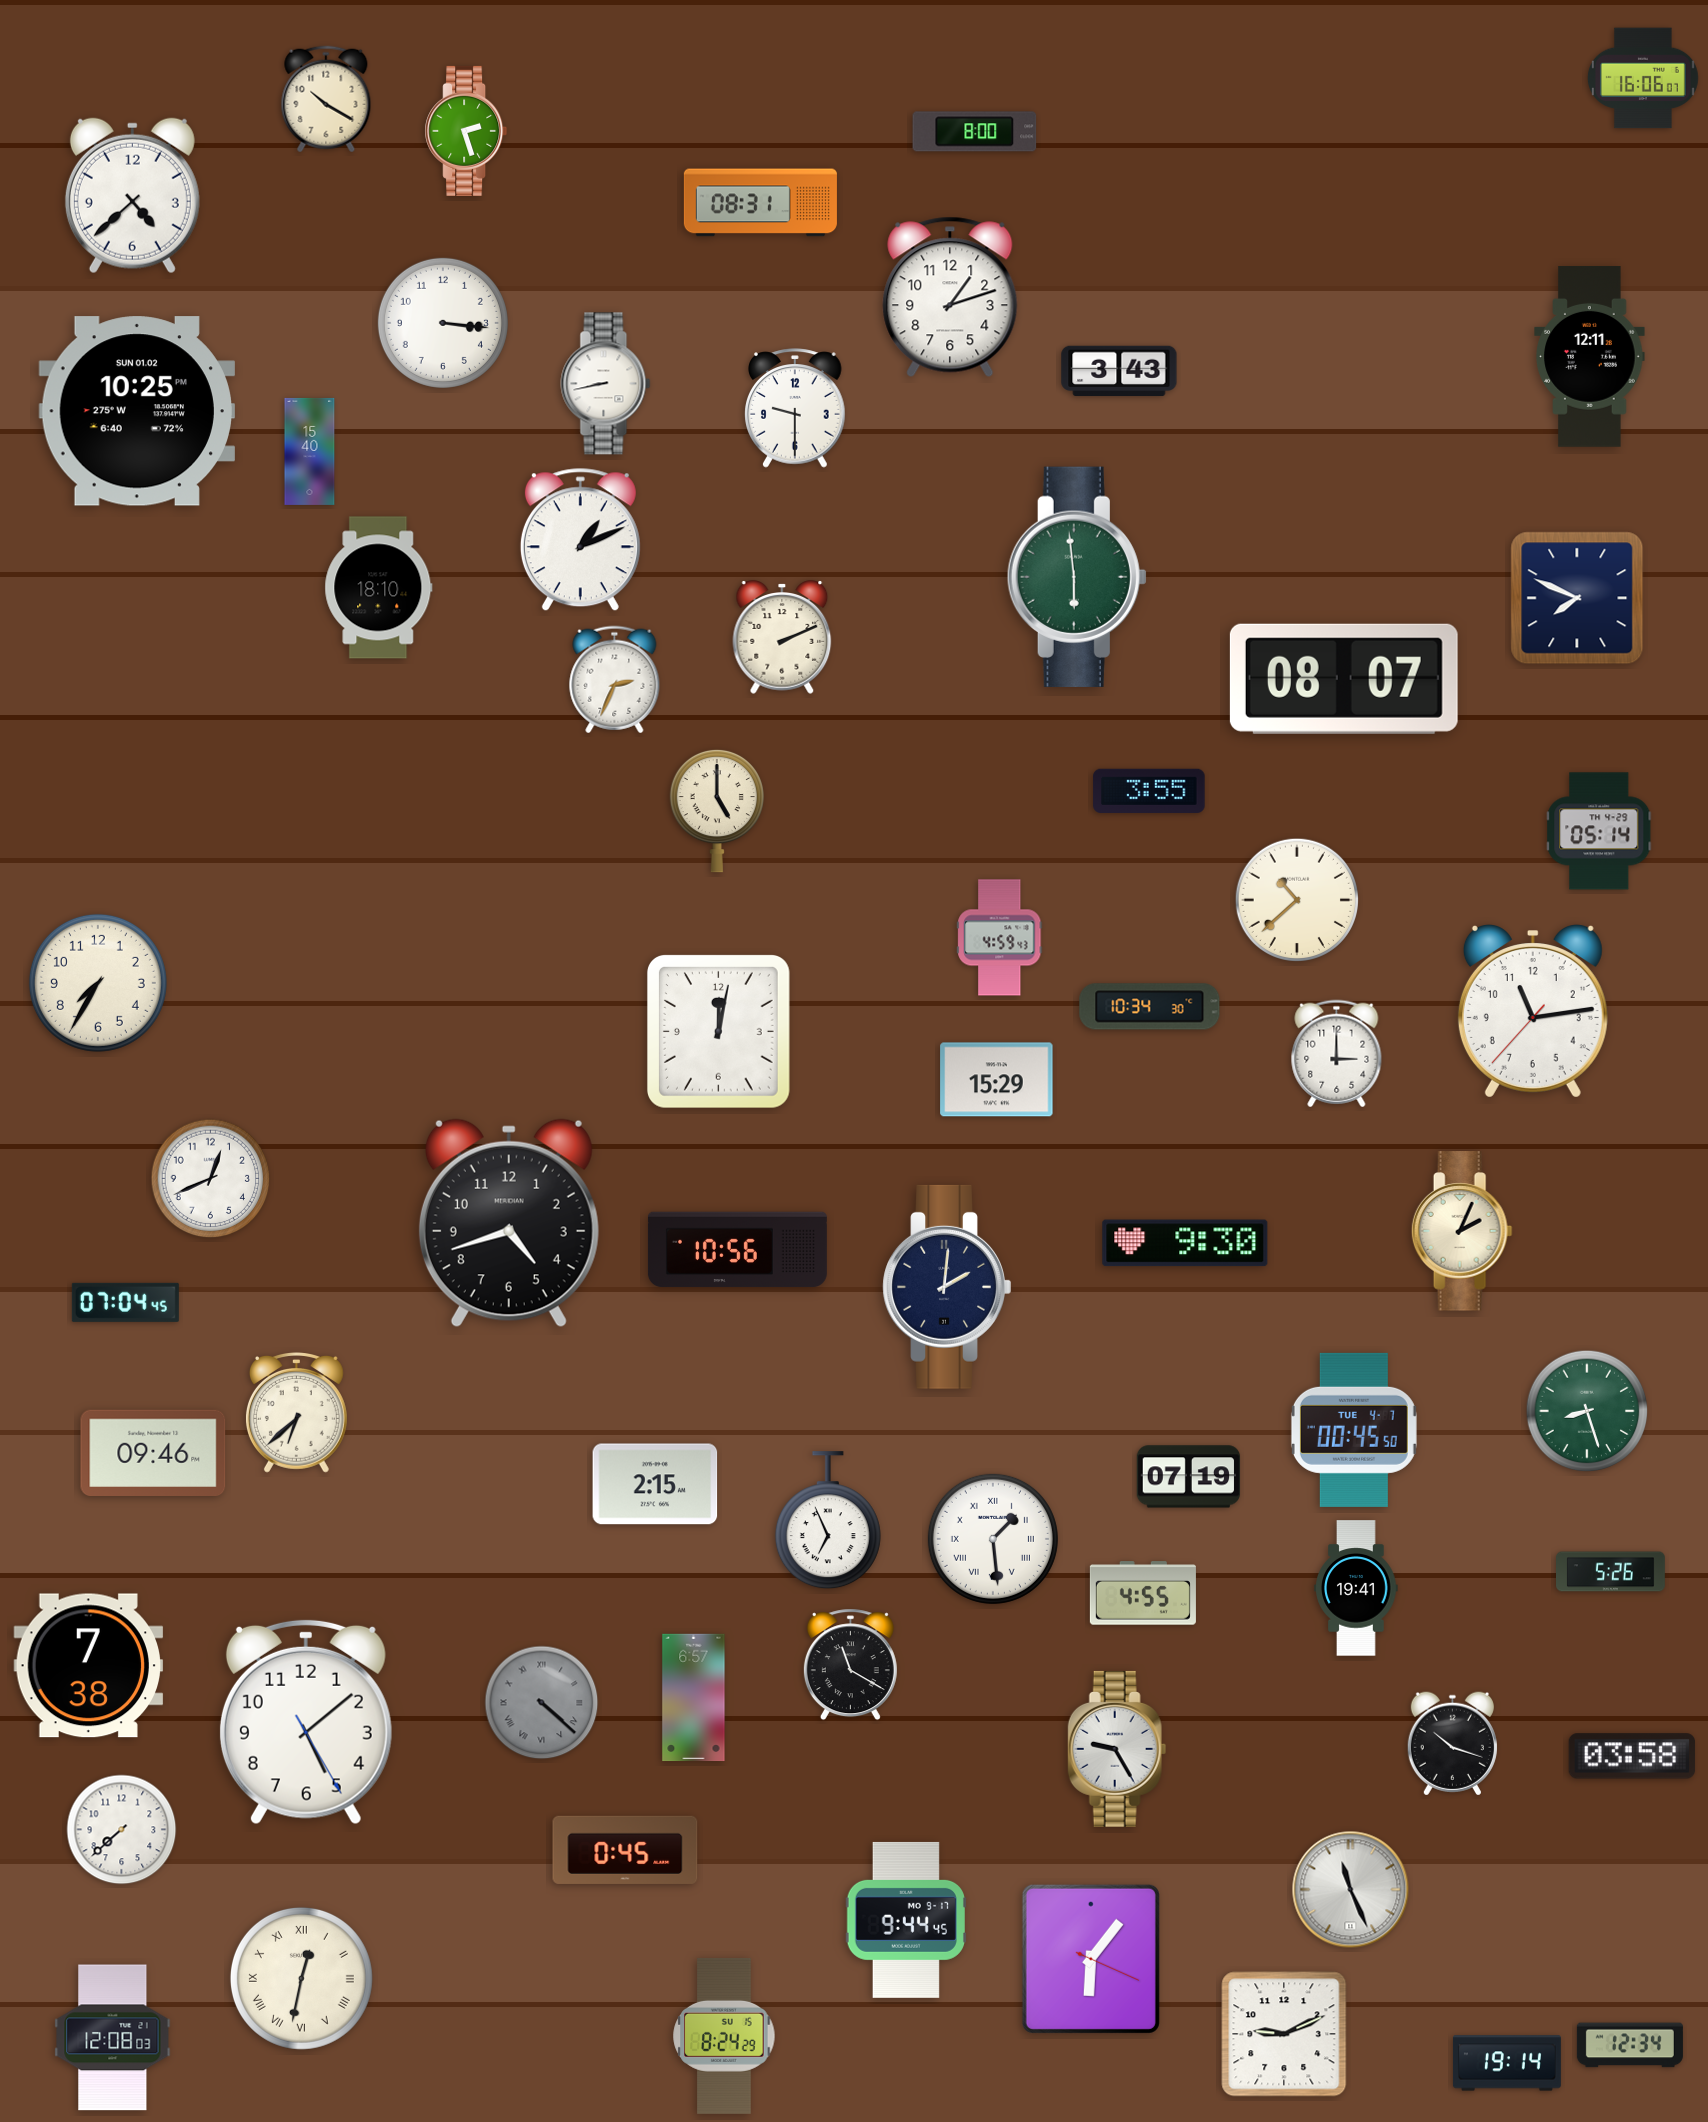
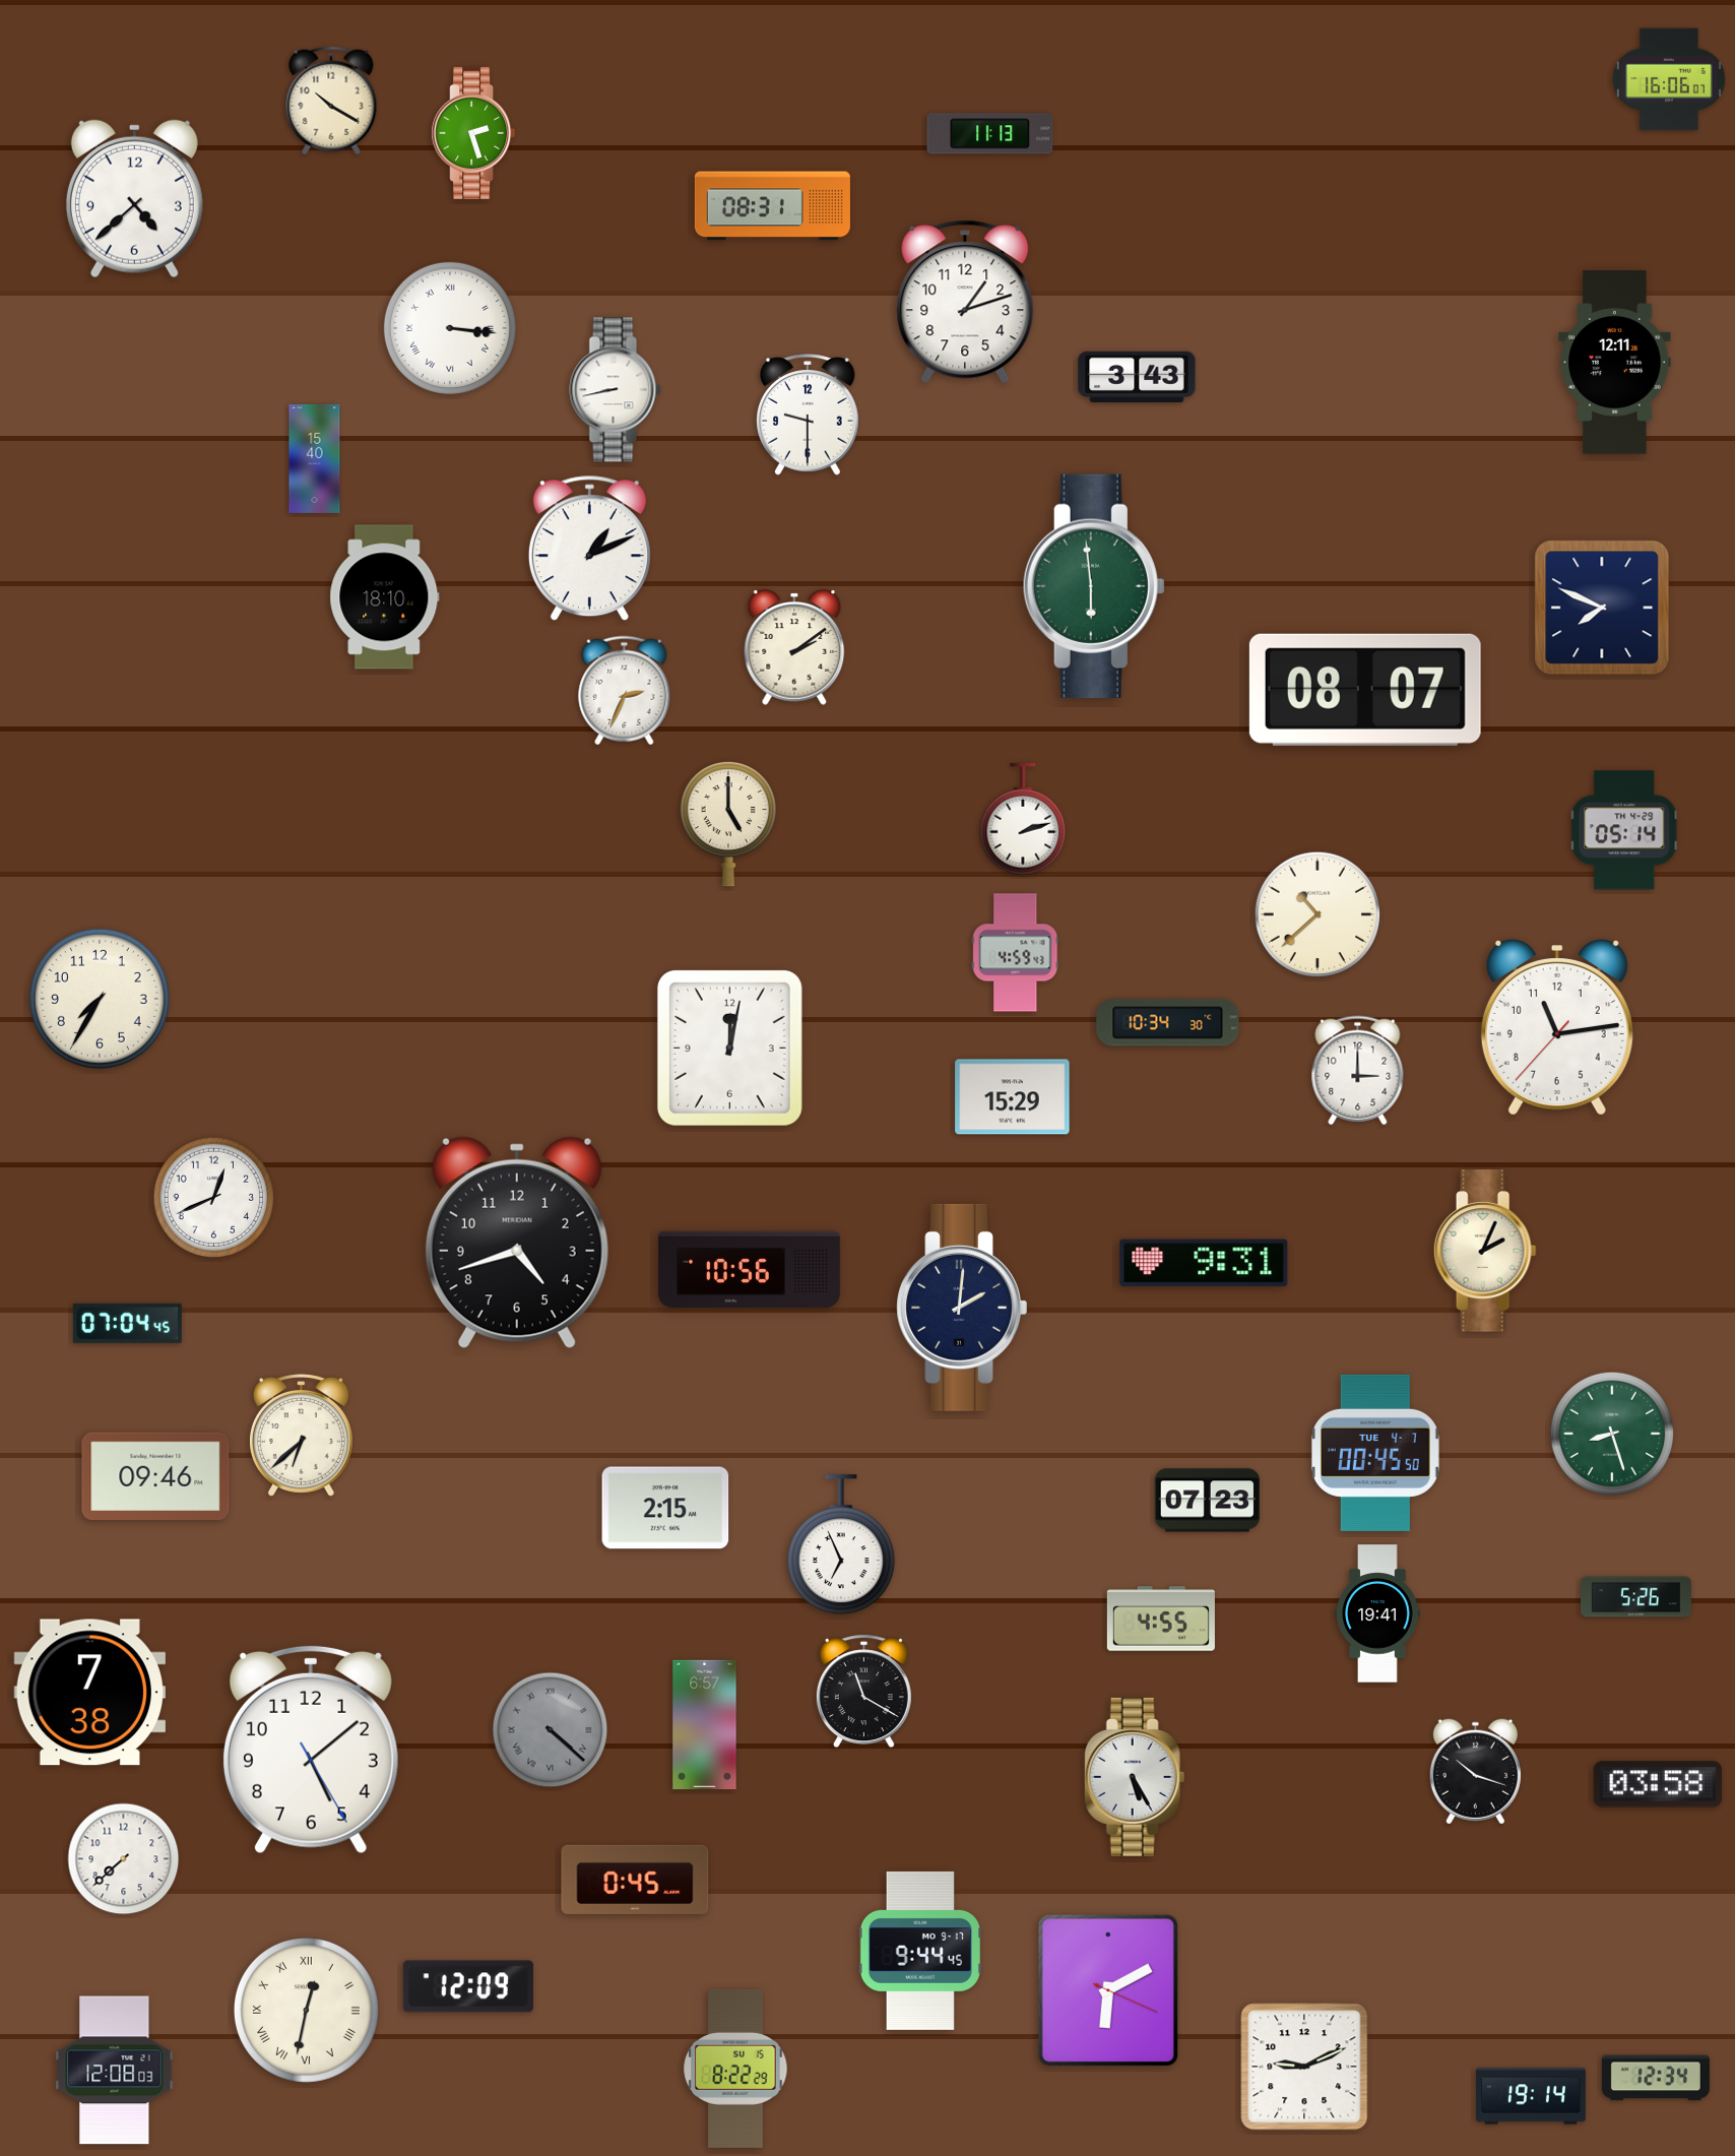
clock at (975, 132): 8:00 -> 11:13
clock at (443, 323) numerals: Arabic -> Roman
clock at (136, 411): 10:25 -> none
clock at (782, 637): 2:11 -> 2:09
clock at (1149, 791): 3:55 -> none
clock at (1023, 820): none -> 2:12
clock at (1600, 831) position: (1600, 831) -> (1625, 830)
clock at (1185, 1243): 9:30 -> 9:31
clock at (1189, 1477): 07:19 -> 07:23
clock at (993, 1539): 1:29 -> none
clock at (1117, 1749): 9:25 -> 5:25
clock at (1351, 1890): 11:26 -> none
clock at (468, 1986): none -> 12:09
clock at (1091, 1959): 6:06 -> 6:10
clock at (724, 2036): 8:24 -> 8:22
